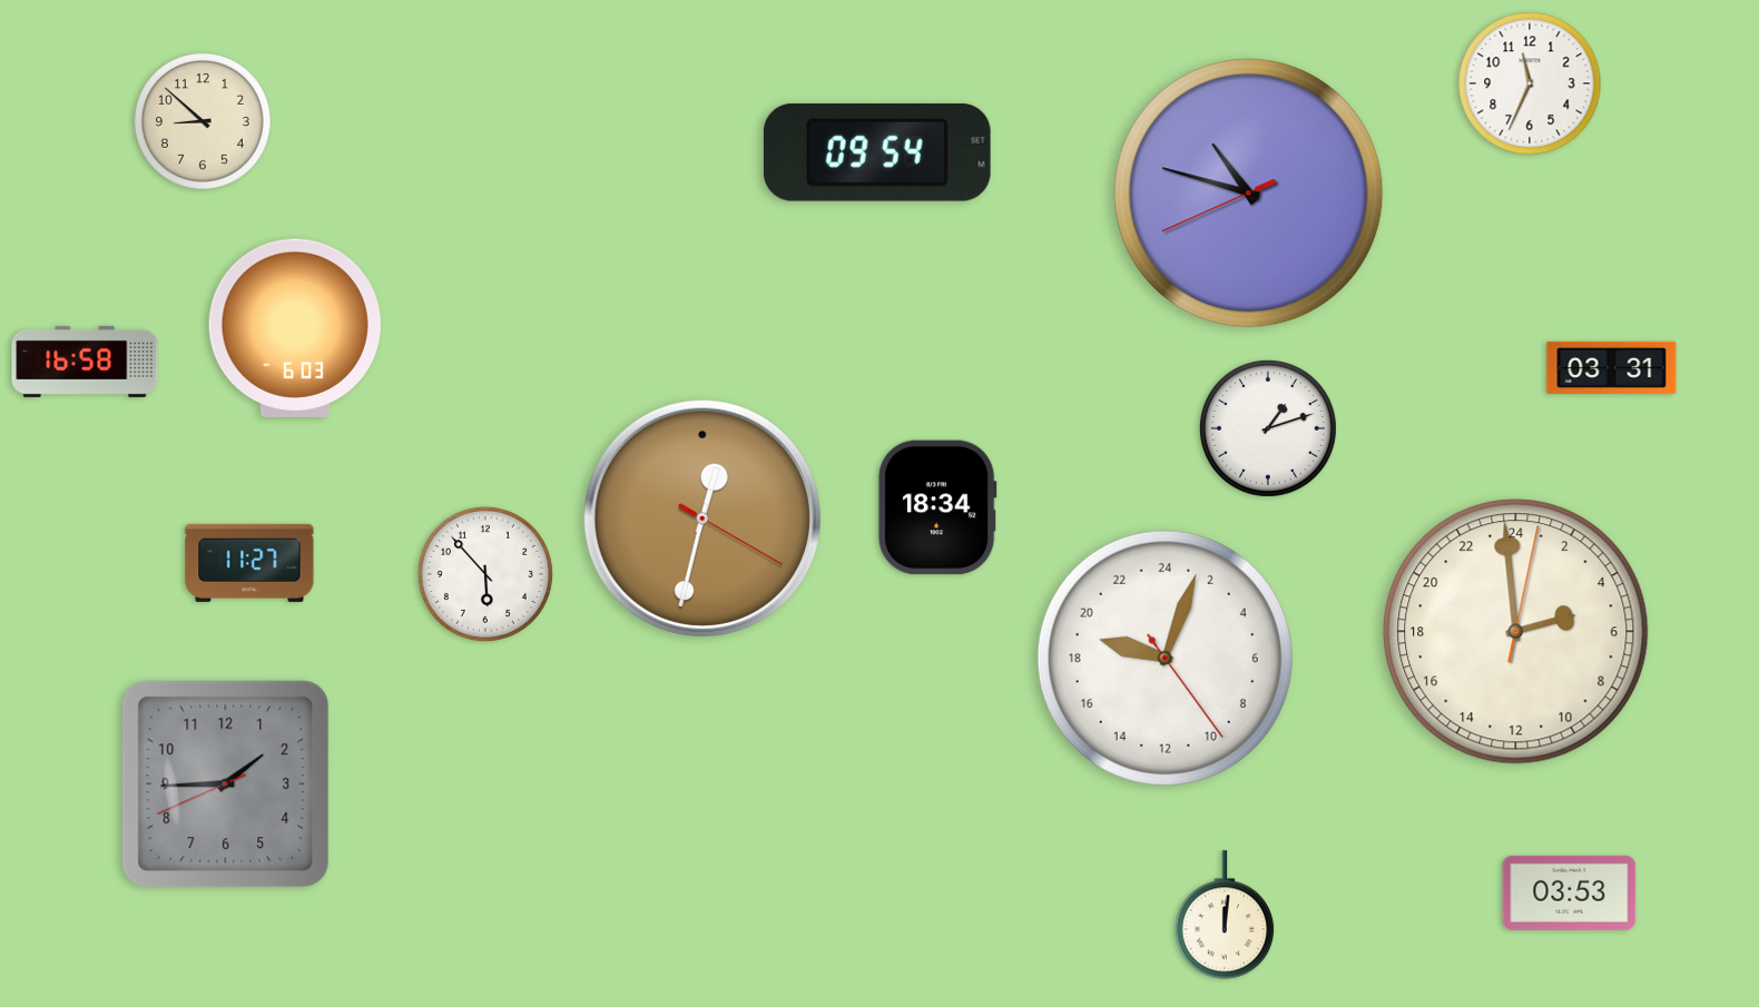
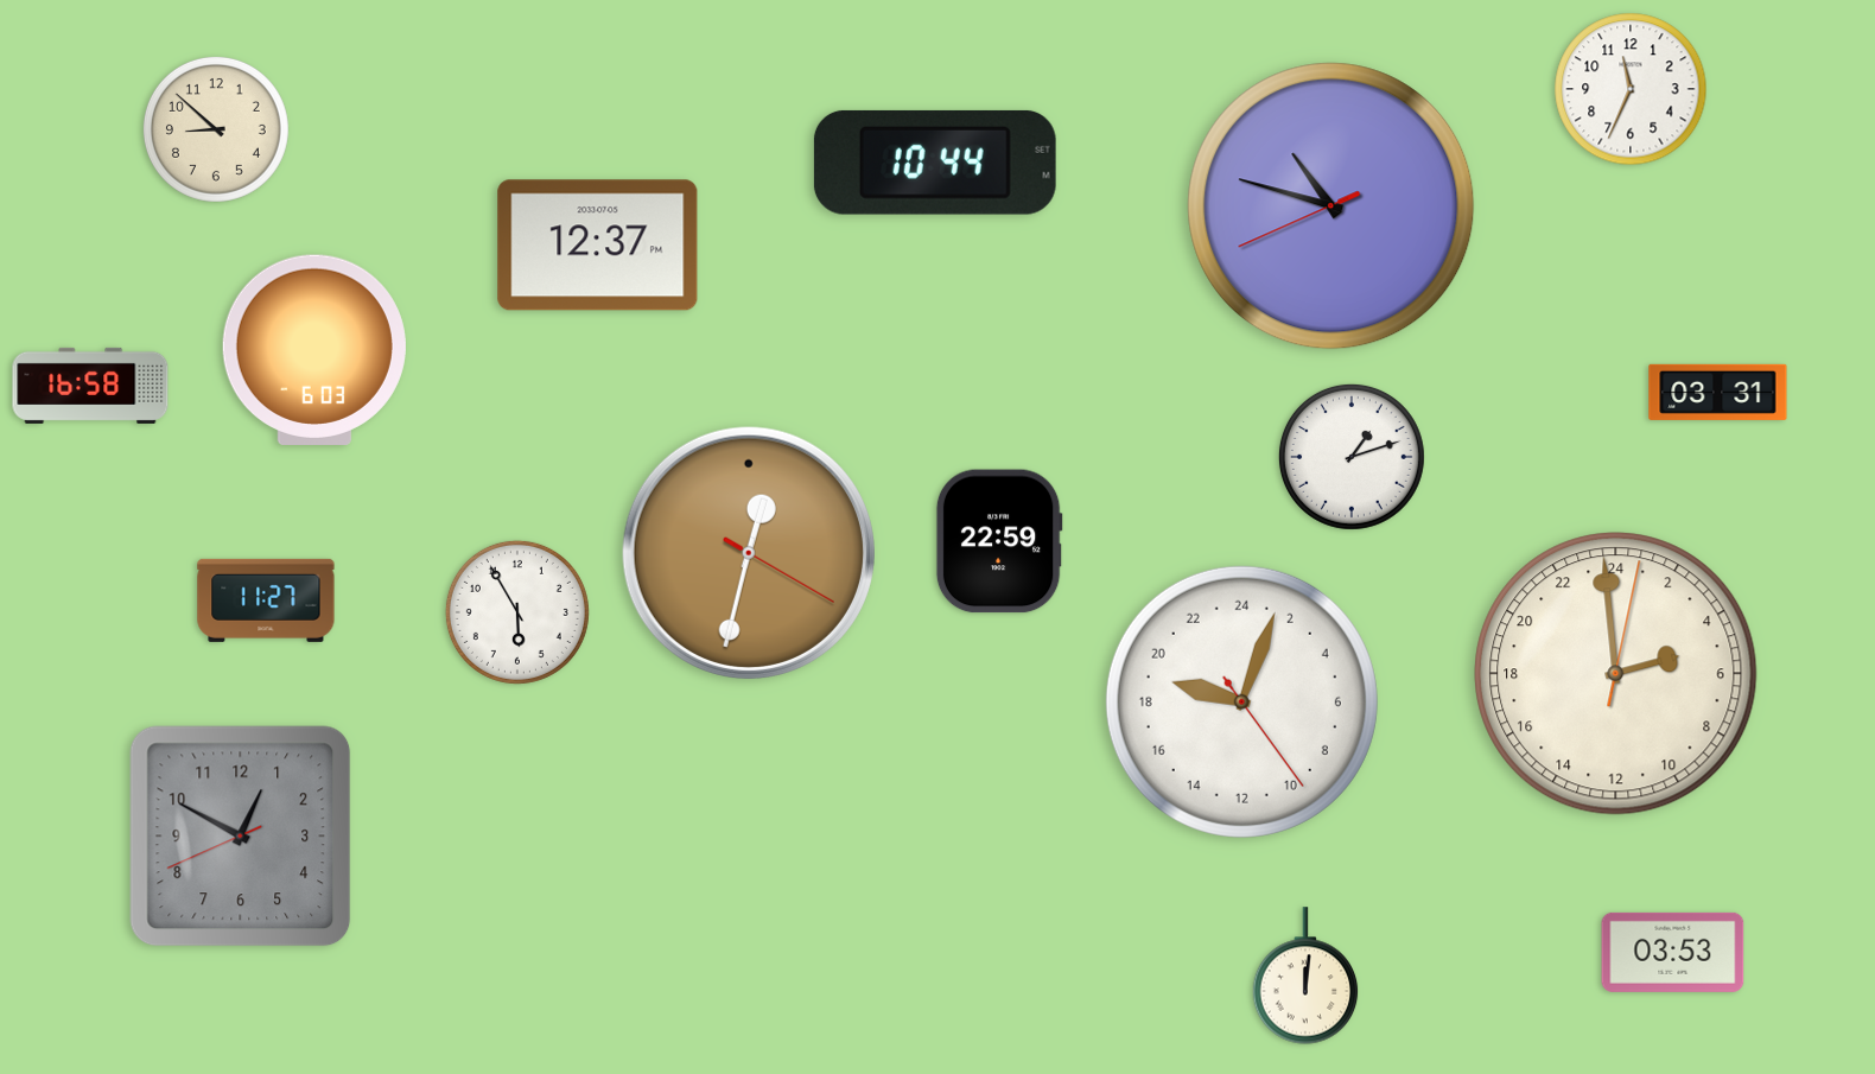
clock at (877, 152): 09:54 -> 10:44
clock at (598, 246): none -> 12:37
clock at (937, 507): 18:34 -> 22:59
clock at (485, 574): 5:53 -> 5:55
clock at (226, 784): 1:44 -> 12:49
